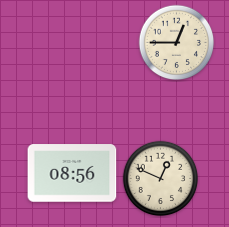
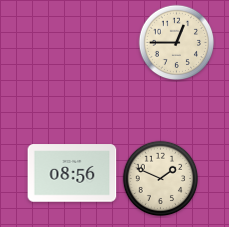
clock at (161, 179): 12:49 -> 1:49
